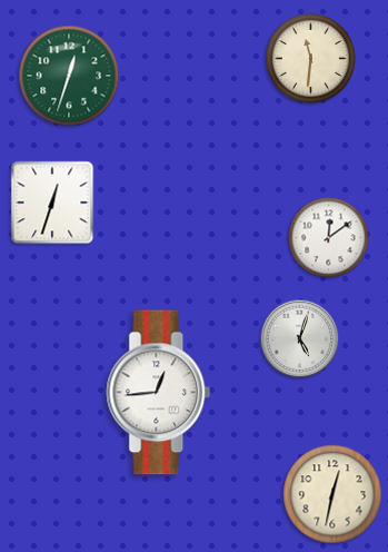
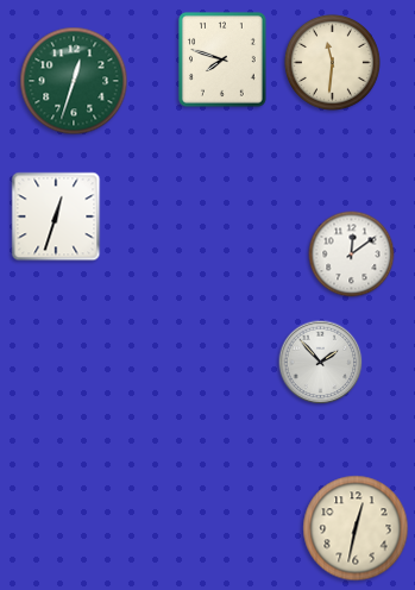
clock at (222, 61): none -> 7:48
clock at (300, 339): 5:03 -> 1:53
clock at (159, 393): 12:44 -> none
